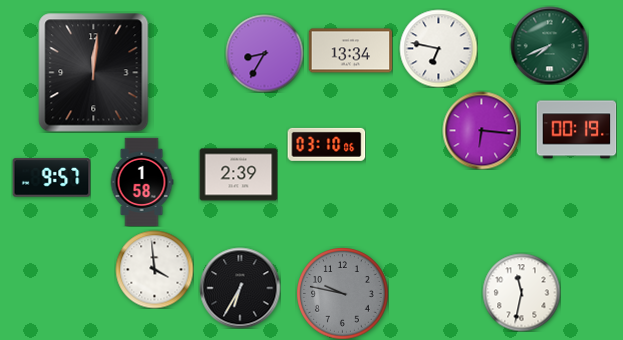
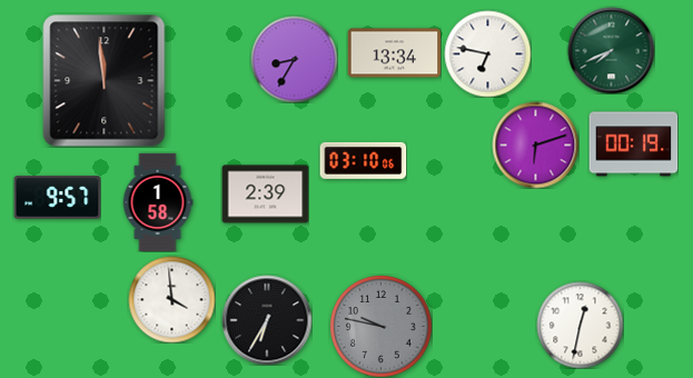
clock at (350, 51) position: (350, 51) -> (394, 53)
clock at (94, 73): 12:01 -> 11:59
clock at (481, 130): 6:16 -> 6:12
clock at (576, 130) position: (576, 130) -> (633, 145)
clock at (521, 292): 11:32 -> 12:32
